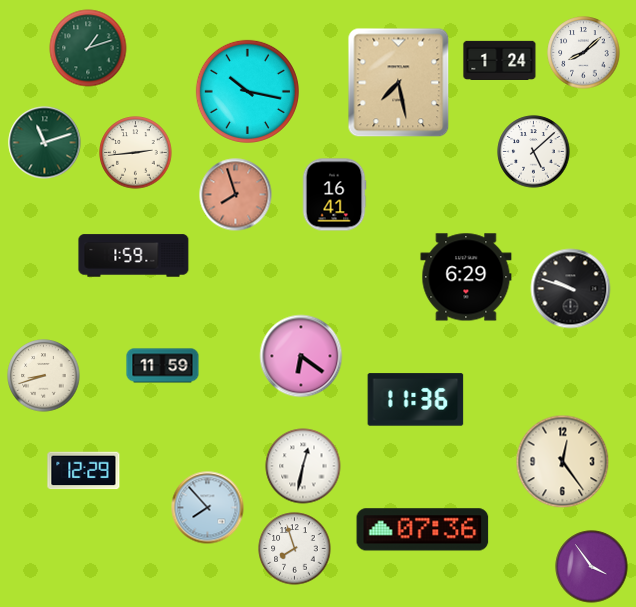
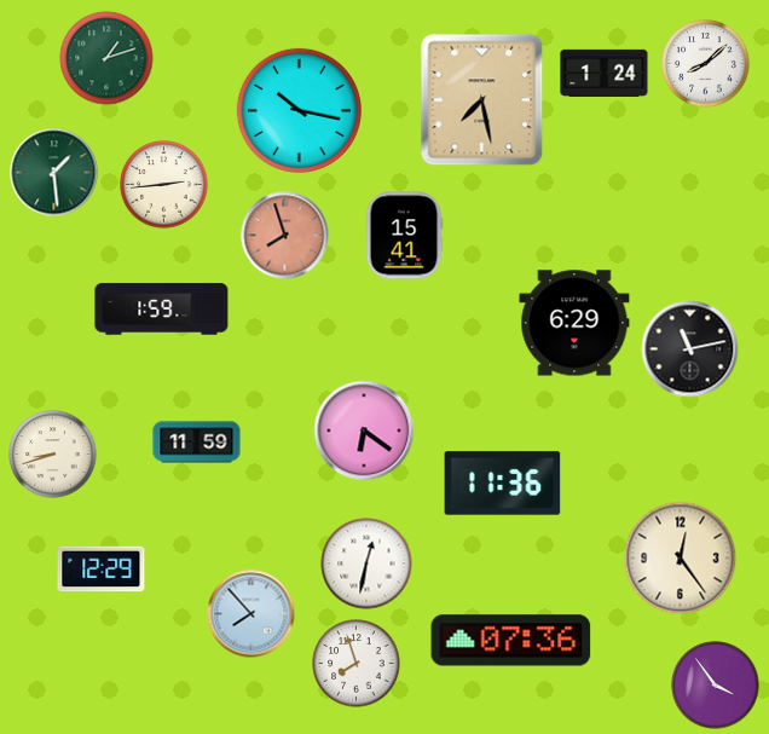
clock at (45, 143): 11:12 -> 1:29
clock at (534, 152): 5:08 -> none
clock at (334, 195): 16:41 -> 15:41
clock at (466, 277) position: (466, 277) -> (574, 323)
clock at (571, 289): 9:48 -> 11:13
